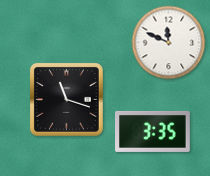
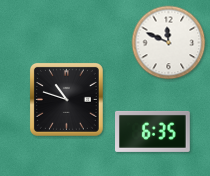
clock at (66, 99): 11:18 -> 10:48
clock at (153, 131): 3:35 -> 6:35
